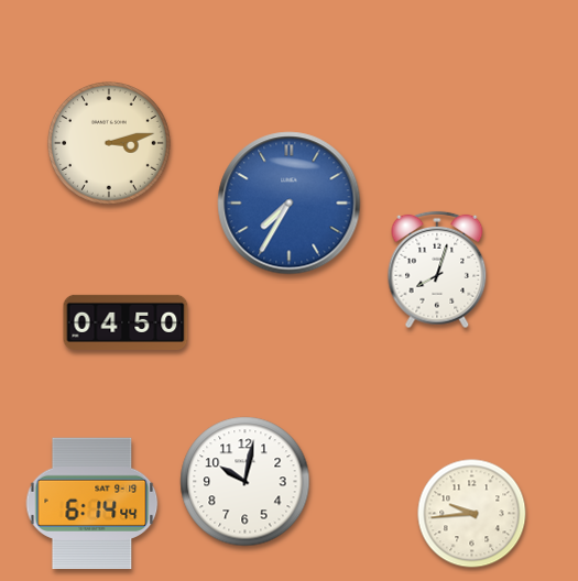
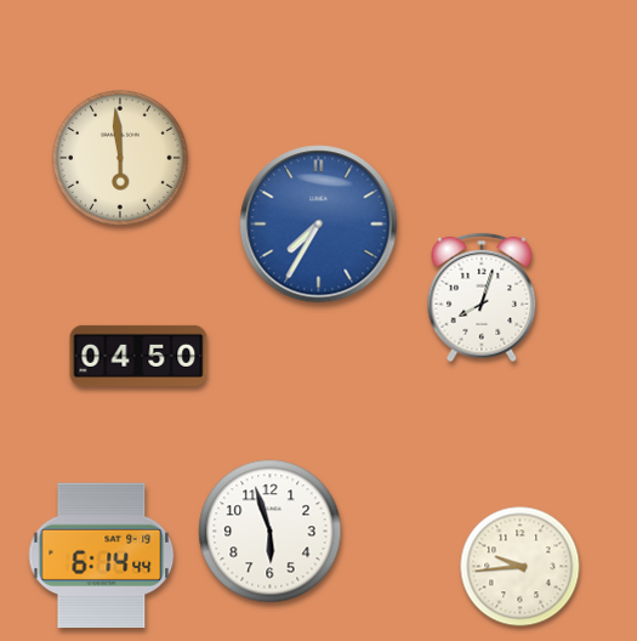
clock at (109, 143): 3:13 -> 5:59
clock at (246, 482): 10:02 -> 5:57
